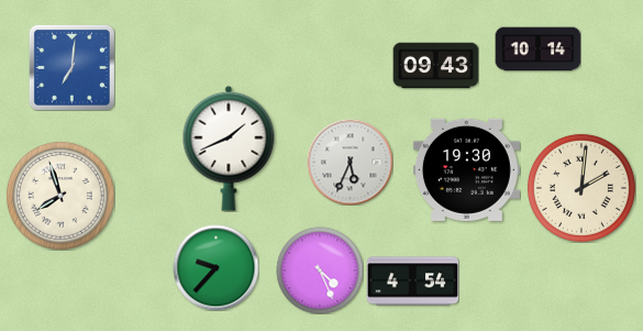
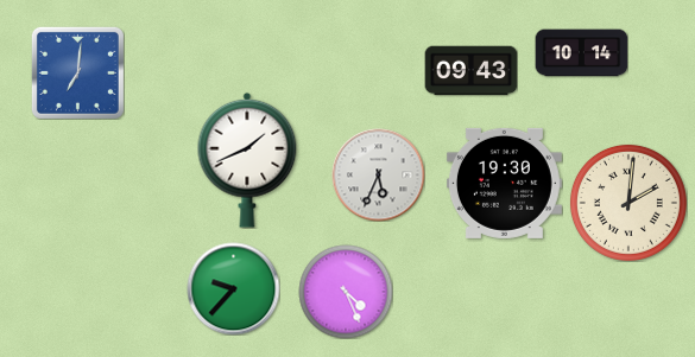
clock at (60, 196): 7:57 -> none
clock at (412, 282): 4:54 -> none
